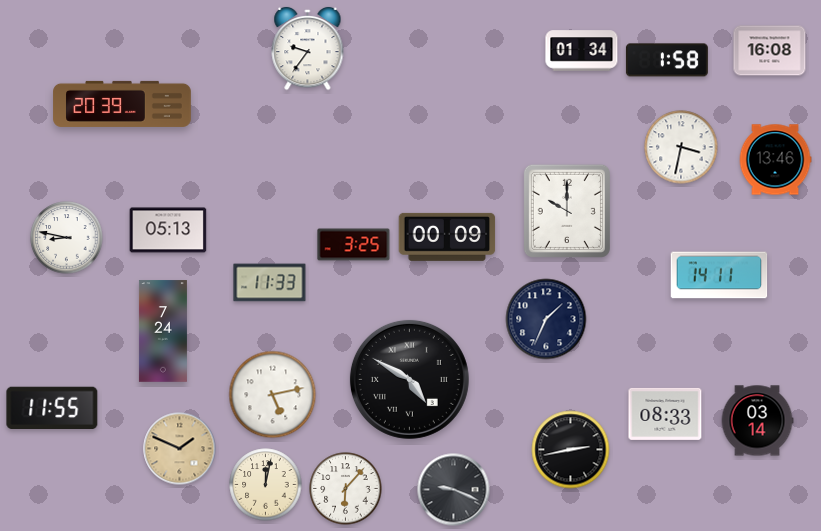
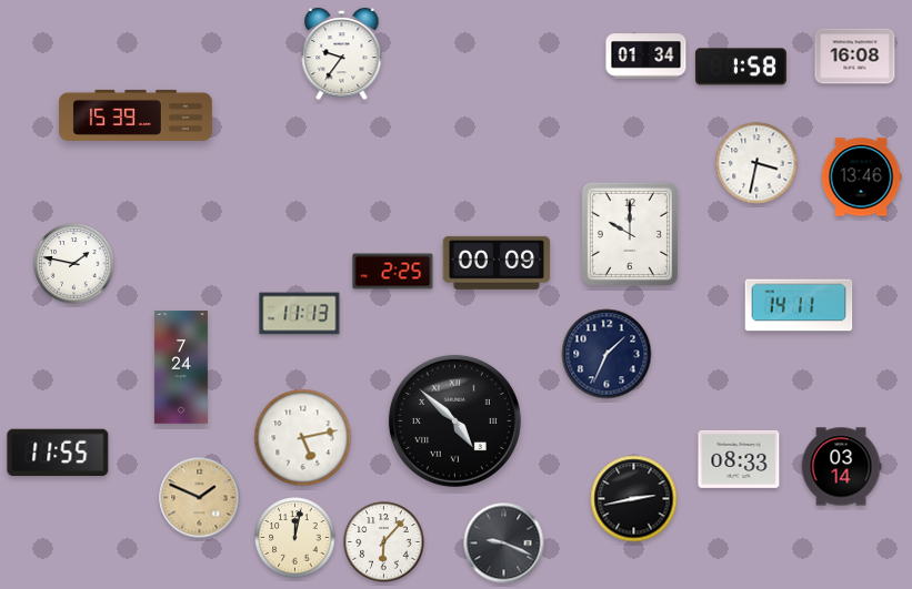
clock at (122, 104): 20:39 -> 15:39
clock at (168, 230): 05:13 -> none
clock at (67, 238): 8:47 -> 1:47
clock at (354, 245): 3:25 -> 2:25
clock at (270, 283): 11:33 -> 11:13
clock at (409, 379): 4:50 -> 4:52
